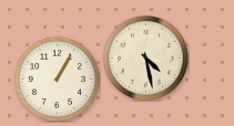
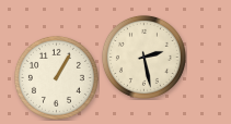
clock at (145, 57): 4:28 -> 2:28
